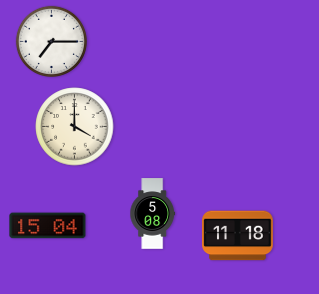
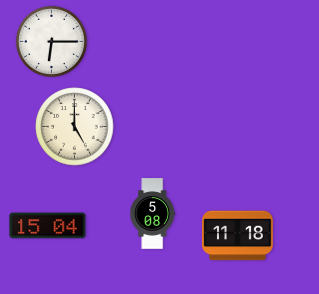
clock at (51, 41): 7:15 -> 6:15
clock at (75, 127): 4:00 -> 5:00
